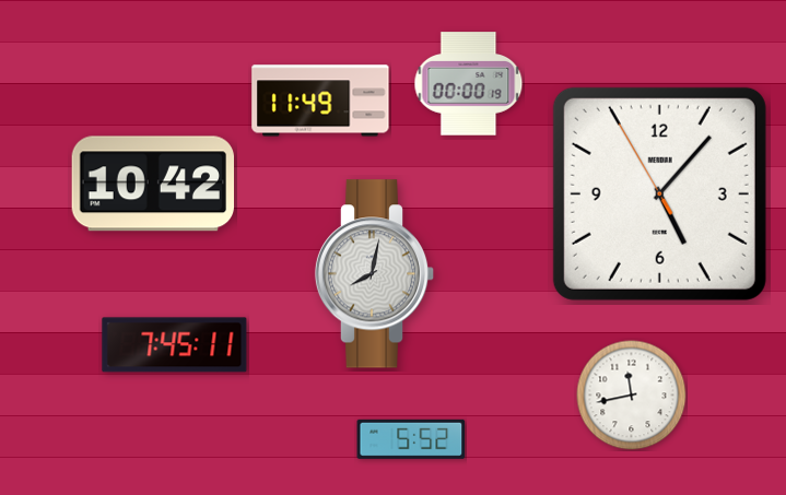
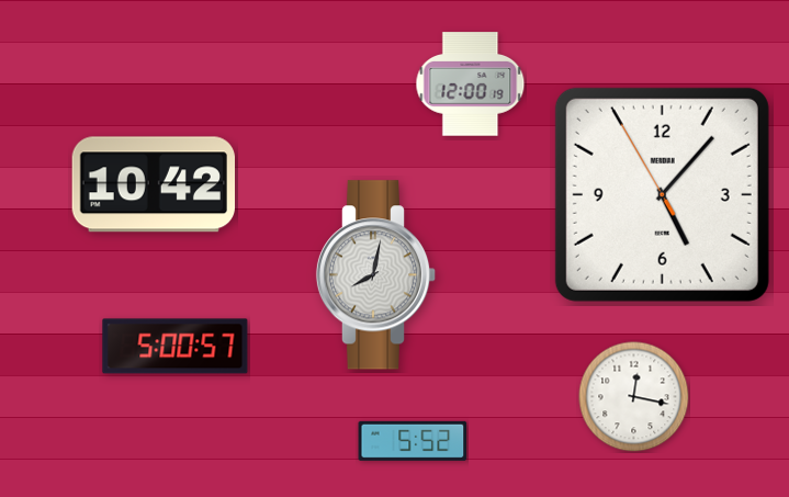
clock at (469, 84): 00:00 -> 12:00
clock at (320, 101): 11:49 -> none
clock at (175, 345): 7:45 -> 5:00
clock at (632, 396): 11:43 -> 12:17
